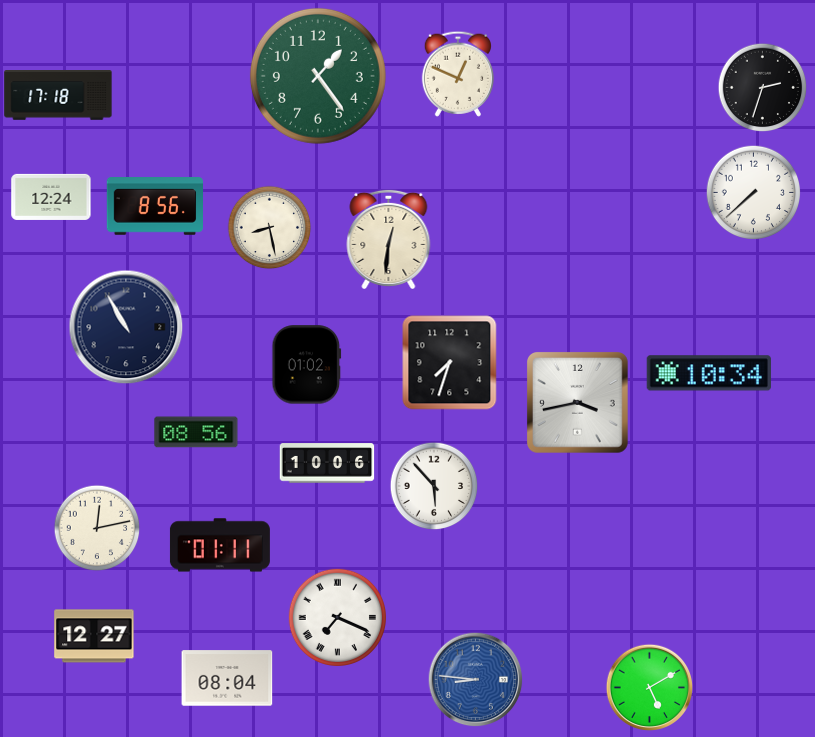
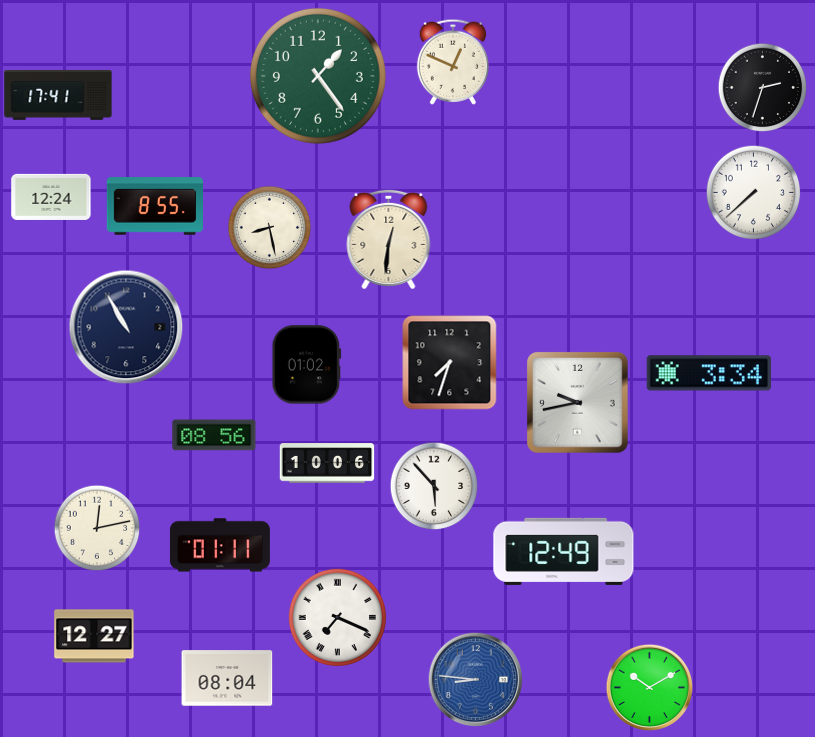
clock at (457, 74) position: (457, 74) -> (452, 62)
clock at (58, 96): 17:18 -> 17:41
clock at (154, 207): 8:56 -> 8:55
clock at (709, 373): 10:34 -> 3:34
clock at (578, 403): 3:43 -> 9:43
clock at (196, 432) position: (196, 432) -> (214, 435)
clock at (564, 551): none -> 12:49
clock at (650, 688): 5:10 -> 10:10
